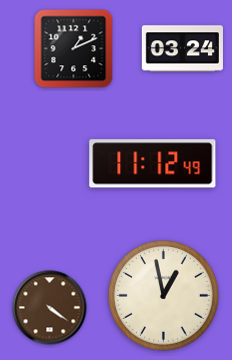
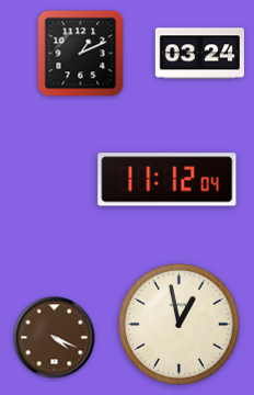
clock at (153, 164): 11:12:49 -> 11:12:04
clock at (50, 308): 4:21 -> 4:19
